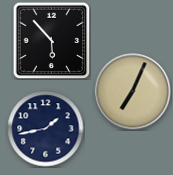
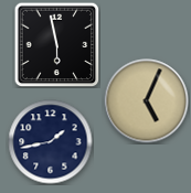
clock at (51, 40): 5:53 -> 5:58
clock at (133, 92): 7:04 -> 5:04
